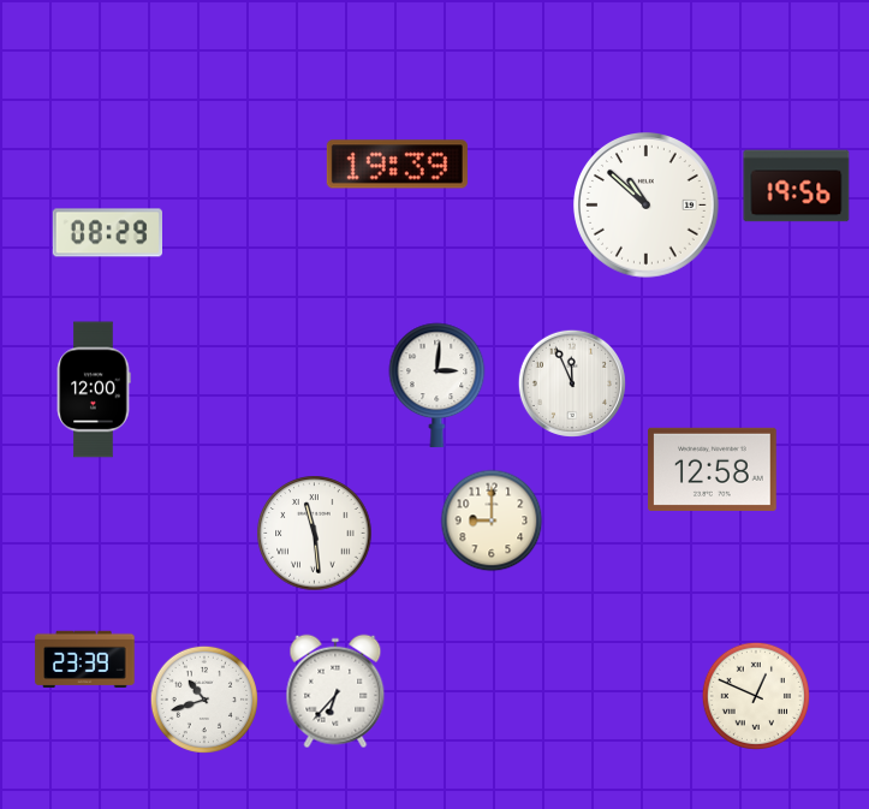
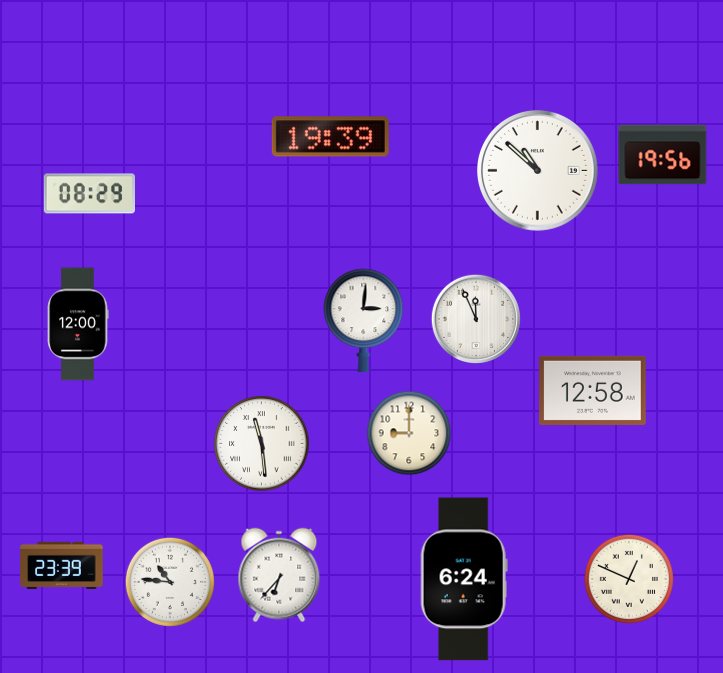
clock at (85, 659) position: (85, 659) -> (62, 565)
clock at (464, 579): none -> 6:24
clock at (203, 698): 10:42 -> 10:46
